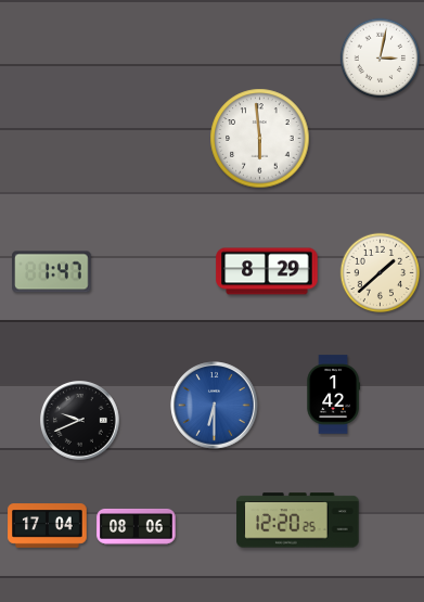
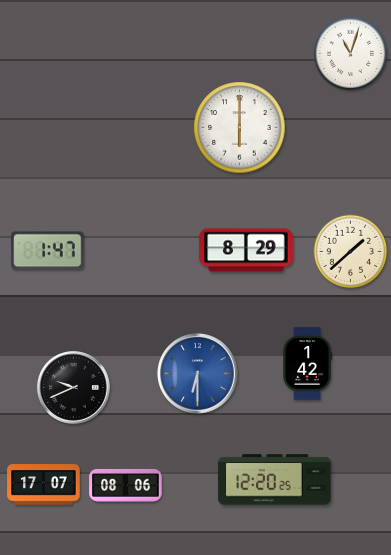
clock at (381, 59): 3:02 -> 11:03
clock at (260, 139): 5:59 -> 6:00
clock at (48, 526): 17:04 -> 17:07
